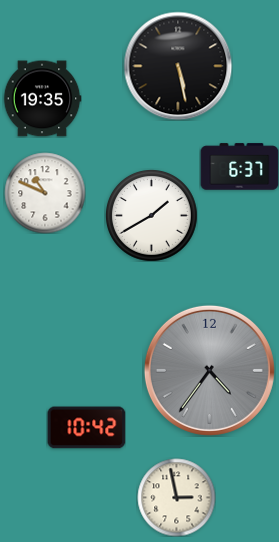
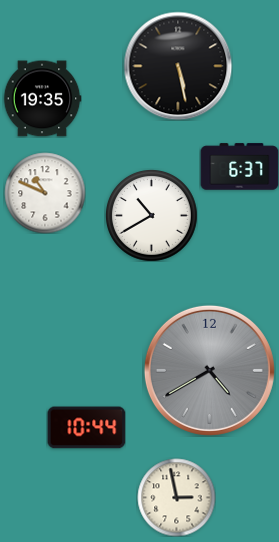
clock at (152, 216): 1:40 -> 10:40
clock at (209, 370): 4:36 -> 4:40
clock at (86, 428): 10:42 -> 10:44
